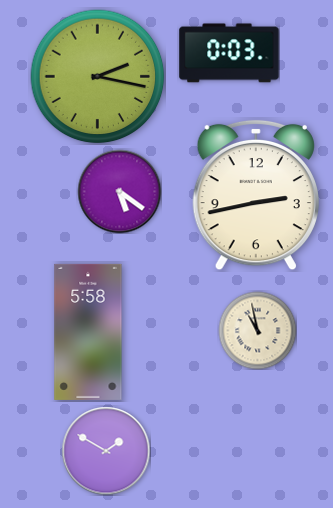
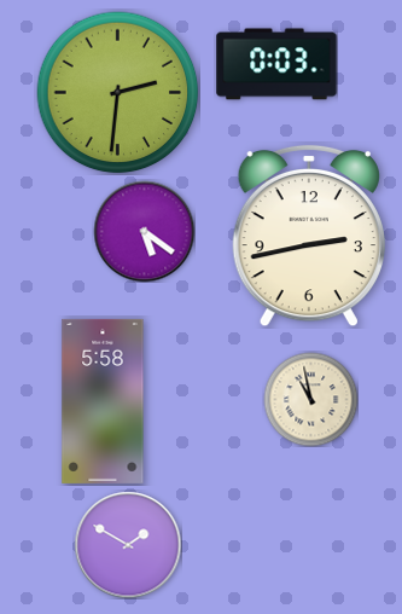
clock at (98, 77): 2:17 -> 2:31
clock at (88, 332) position: (88, 332) -> (103, 401)
